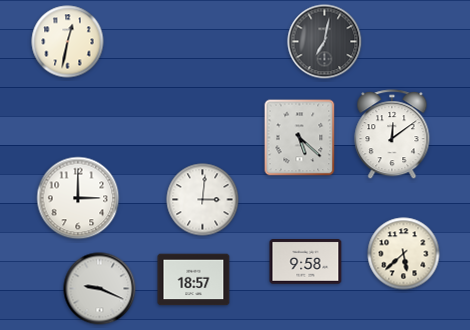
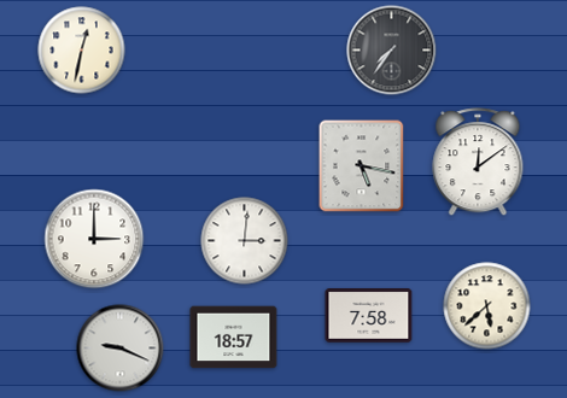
clock at (325, 42): 7:02 -> 7:36
clock at (392, 135) position: (392, 135) -> (478, 163)
clock at (300, 138): 5:22 -> 5:17
clock at (306, 262): 9:58 -> 7:58
